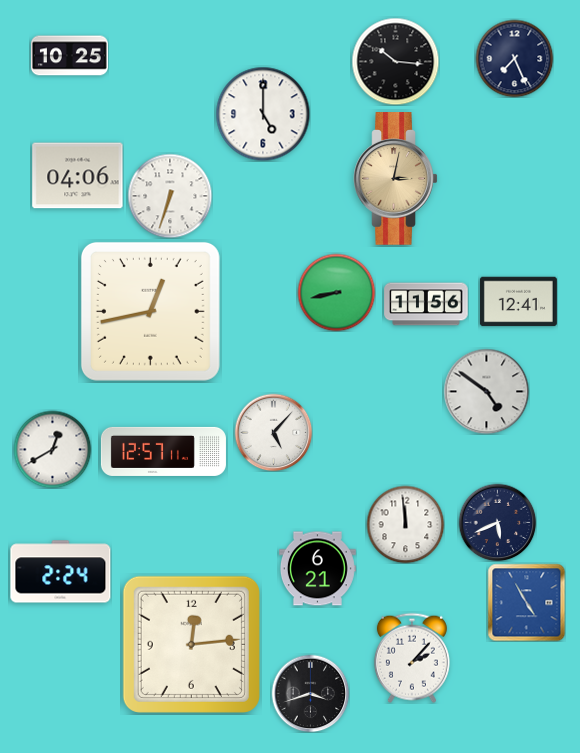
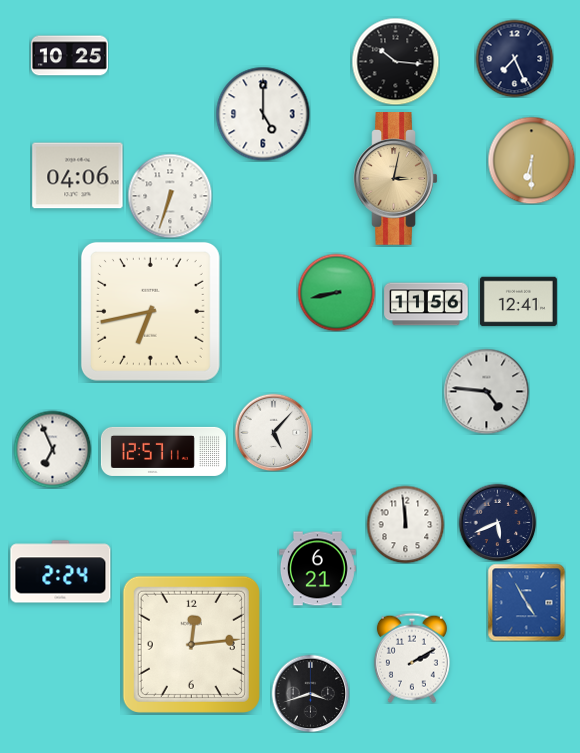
clock at (531, 160): none -> 6:30
clock at (150, 311): 12:43 -> 6:43
clock at (486, 391): 4:51 -> 4:46
clock at (52, 449): 12:40 -> 6:56
clock at (412, 658): 2:07 -> 2:10
